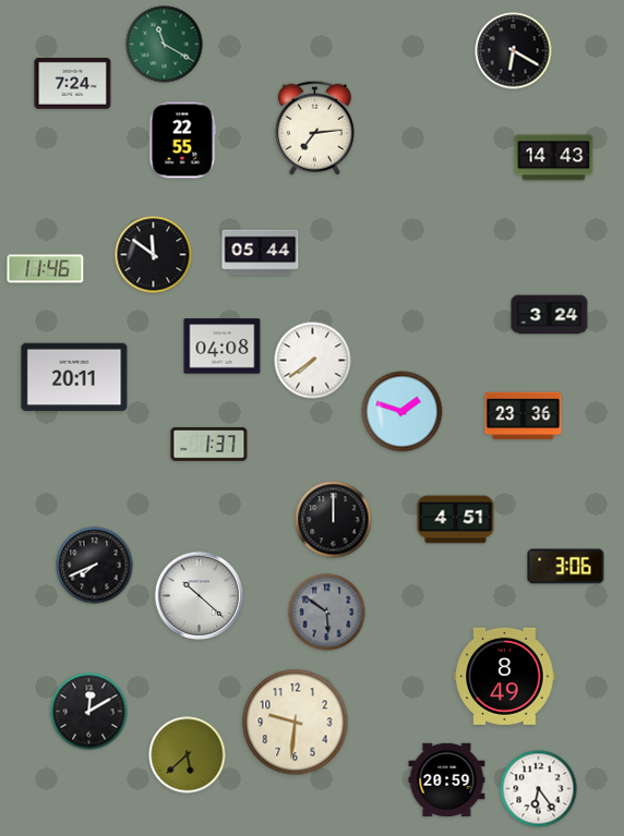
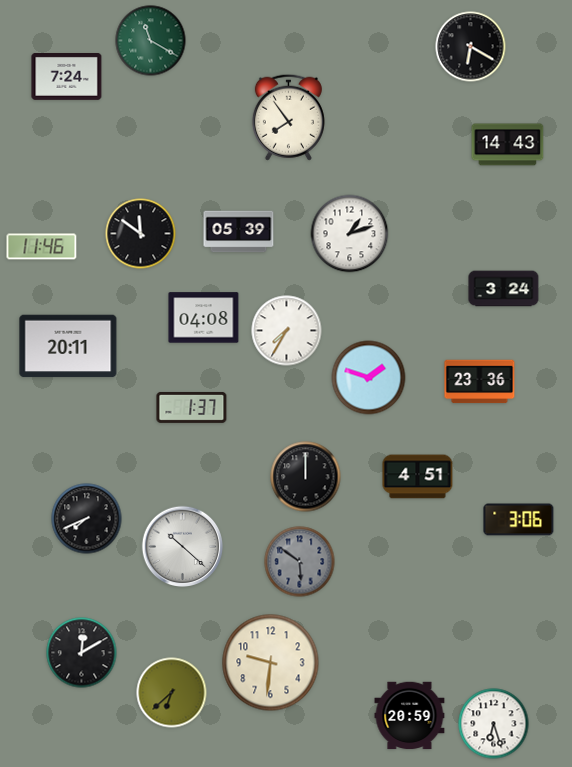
clock at (314, 128): 7:14 -> 7:54
clock at (182, 141): 22:55 -> none
clock at (261, 253): 05:44 -> 05:39
clock at (350, 234): none -> 1:12
clock at (313, 361): 7:39 -> 7:35
clock at (505, 676): 8:49 -> none
clock at (188, 755): 5:38 -> 6:38
clock at (539, 789): 6:24 -> 6:27
